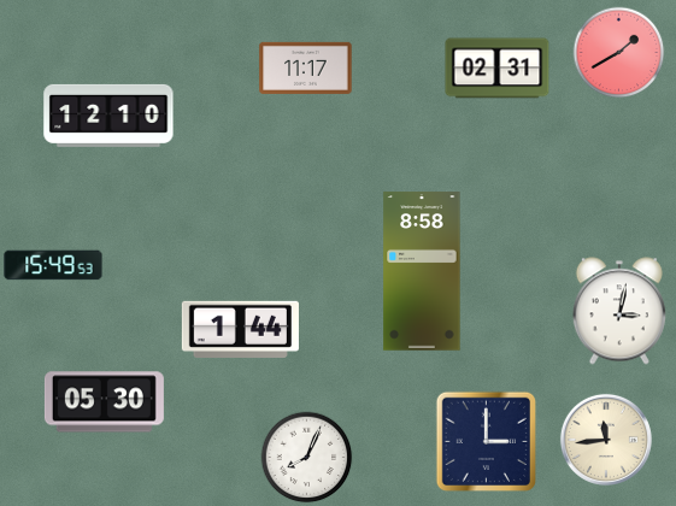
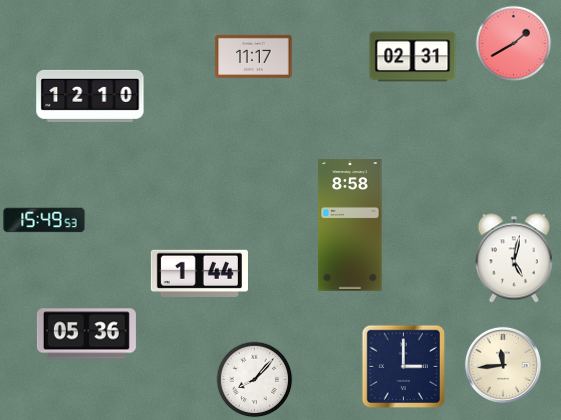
clock at (619, 311): 3:02 -> 5:02
clock at (104, 402): 05:30 -> 05:36
clock at (307, 458): 8:04 -> 8:07
